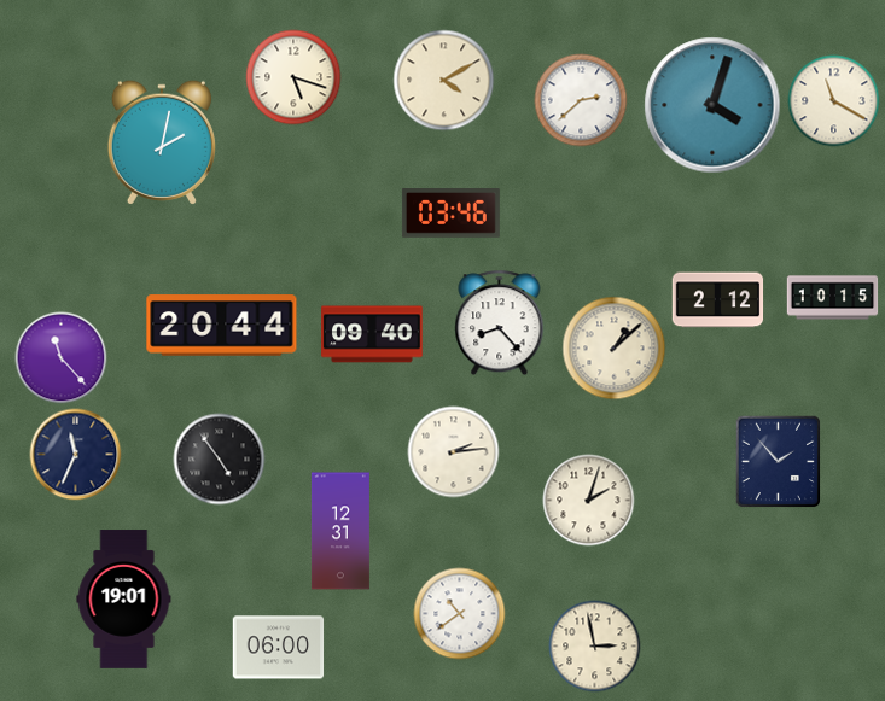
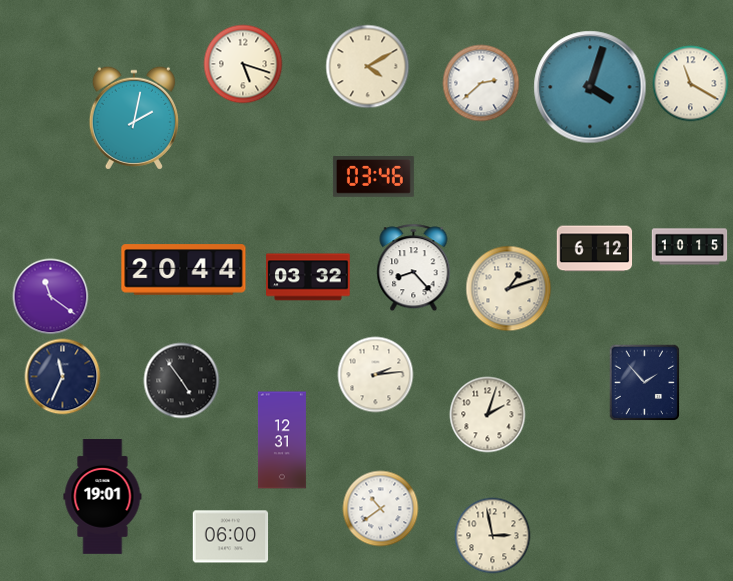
clock at (718, 300): 2:12 -> 6:12
clock at (372, 334): 09:40 -> 03:32
clock at (615, 349): 1:08 -> 1:12
clock at (62, 358): 11:23 -> 11:21
